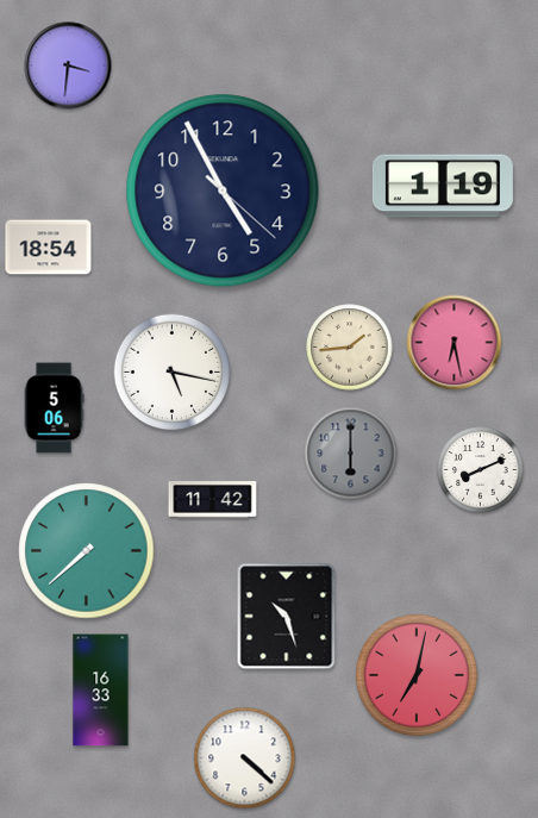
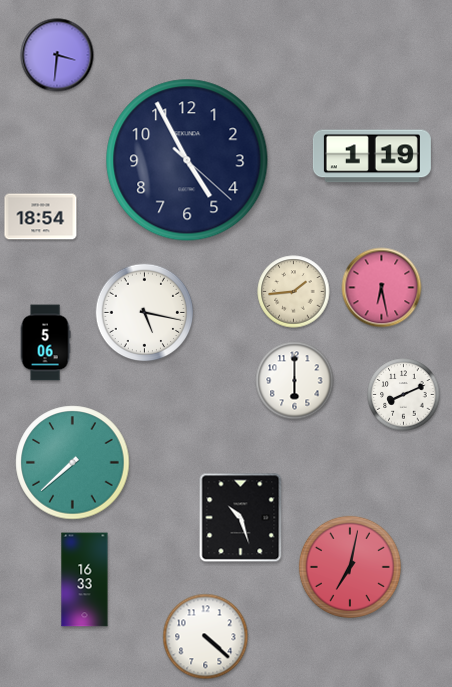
clock at (49, 248) position: (49, 248) -> (41, 217)
clock at (351, 454) dial: grey -> white
clock at (213, 500): 11:42 -> none
